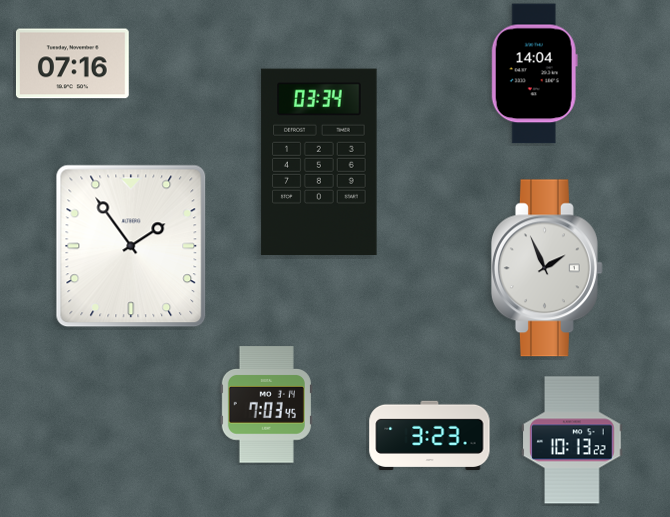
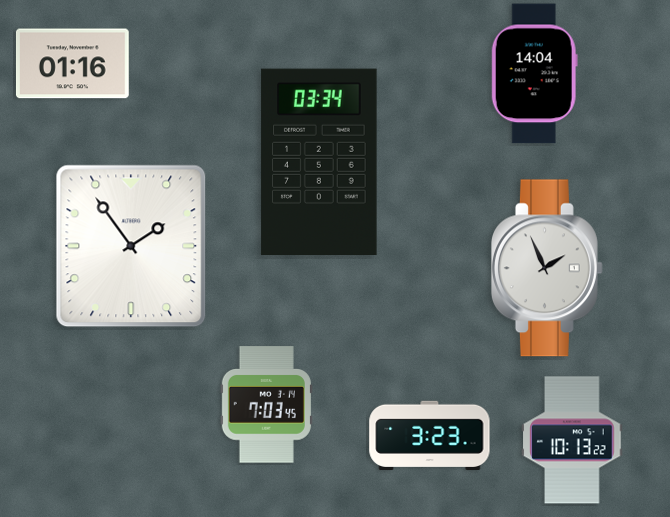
clock at (72, 64): 07:16 -> 01:16
